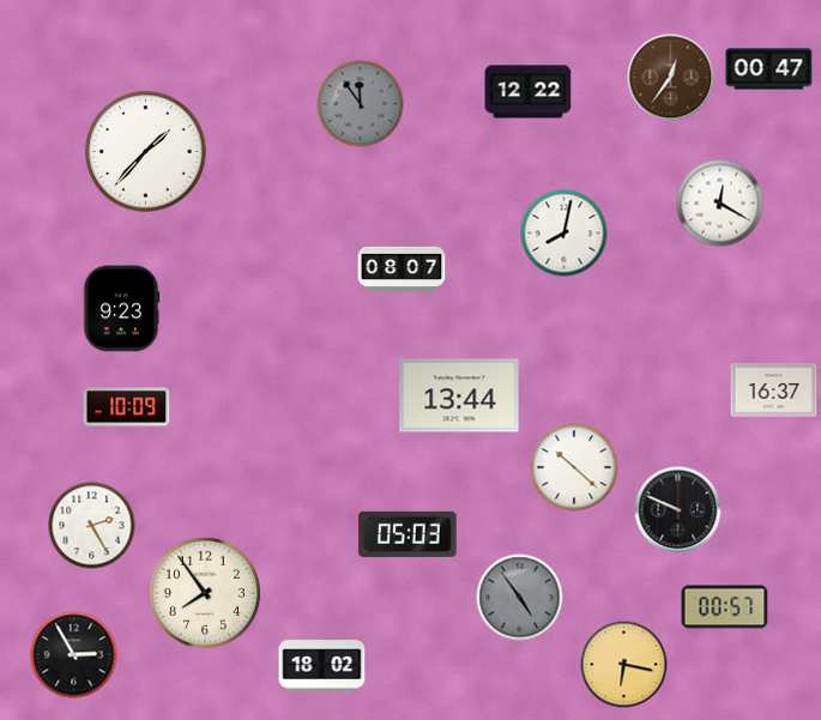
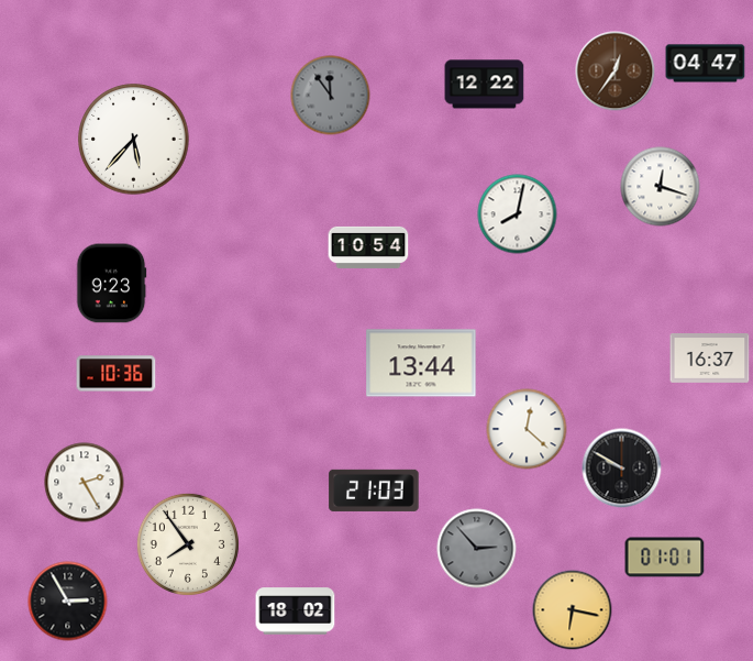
clock at (769, 69): 00:47 -> 04:47
clock at (146, 152): 1:37 -> 5:37
clock at (720, 204): 12:20 -> 12:18
clock at (402, 270): 08:07 -> 10:54
clock at (127, 407): 10:09 -> 10:36
clock at (574, 467): 10:22 -> 12:22
clock at (678, 510): 9:49 -> 9:50
clock at (408, 534): 05:03 -> 21:03
clock at (520, 598): 4:54 -> 2:53
clock at (725, 607): 00:57 -> 01:01
